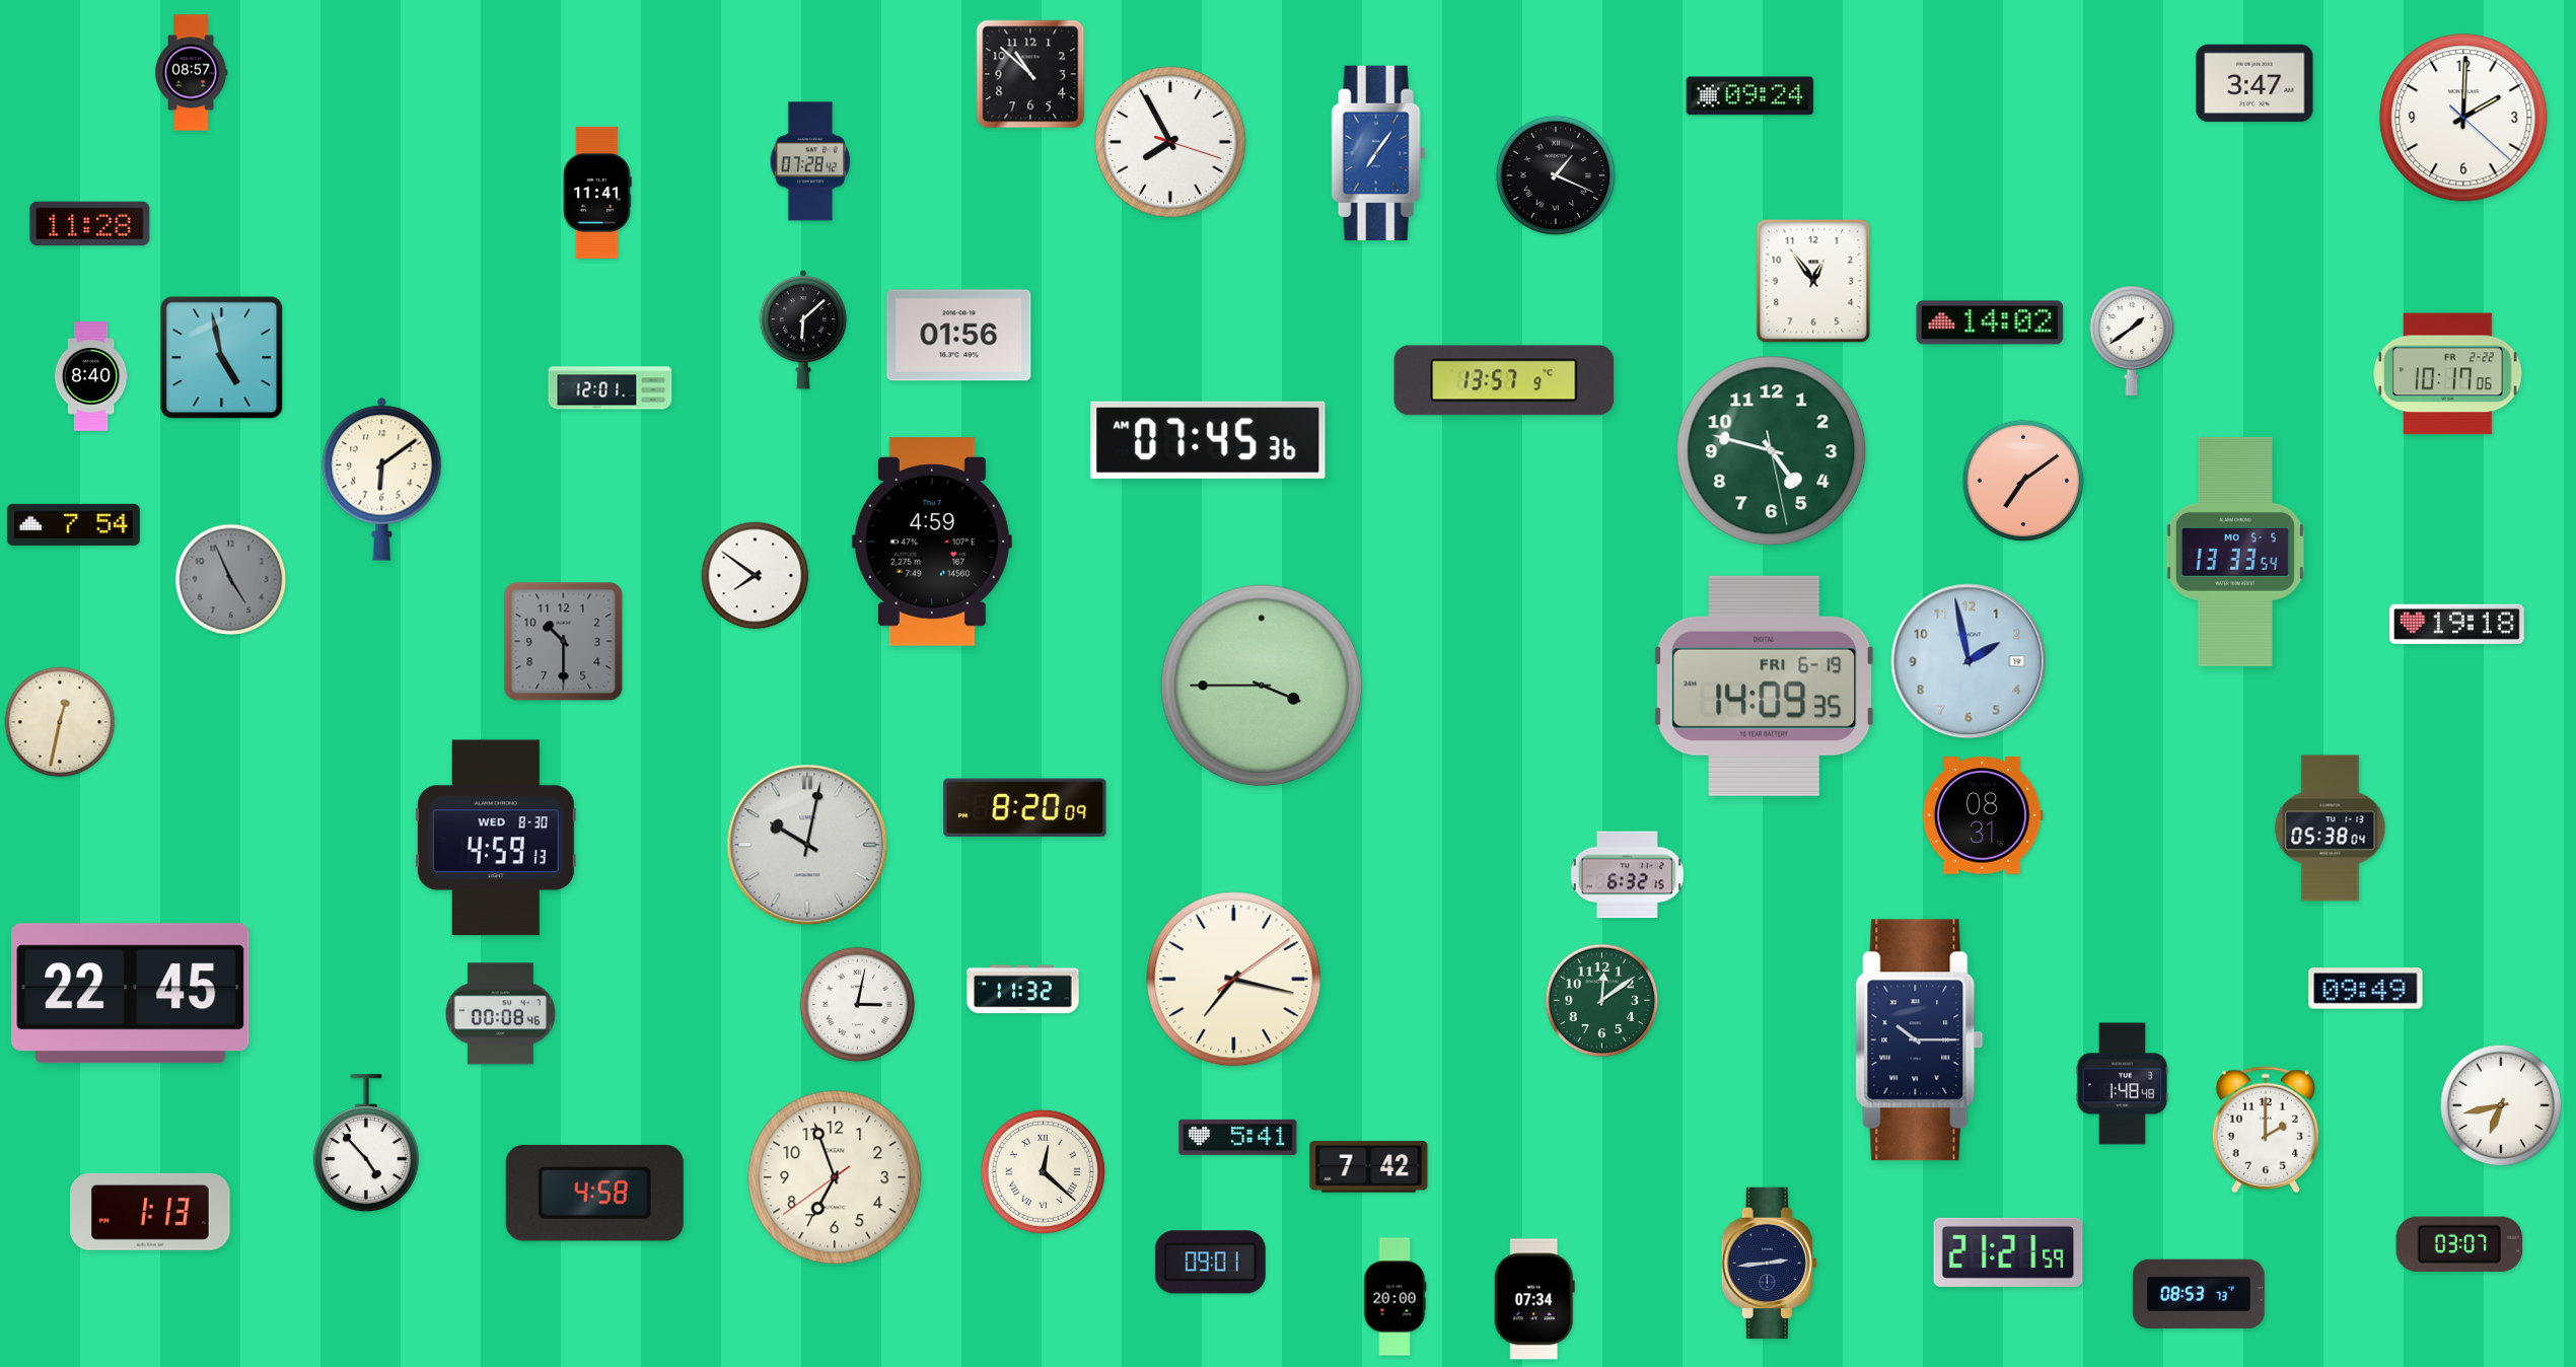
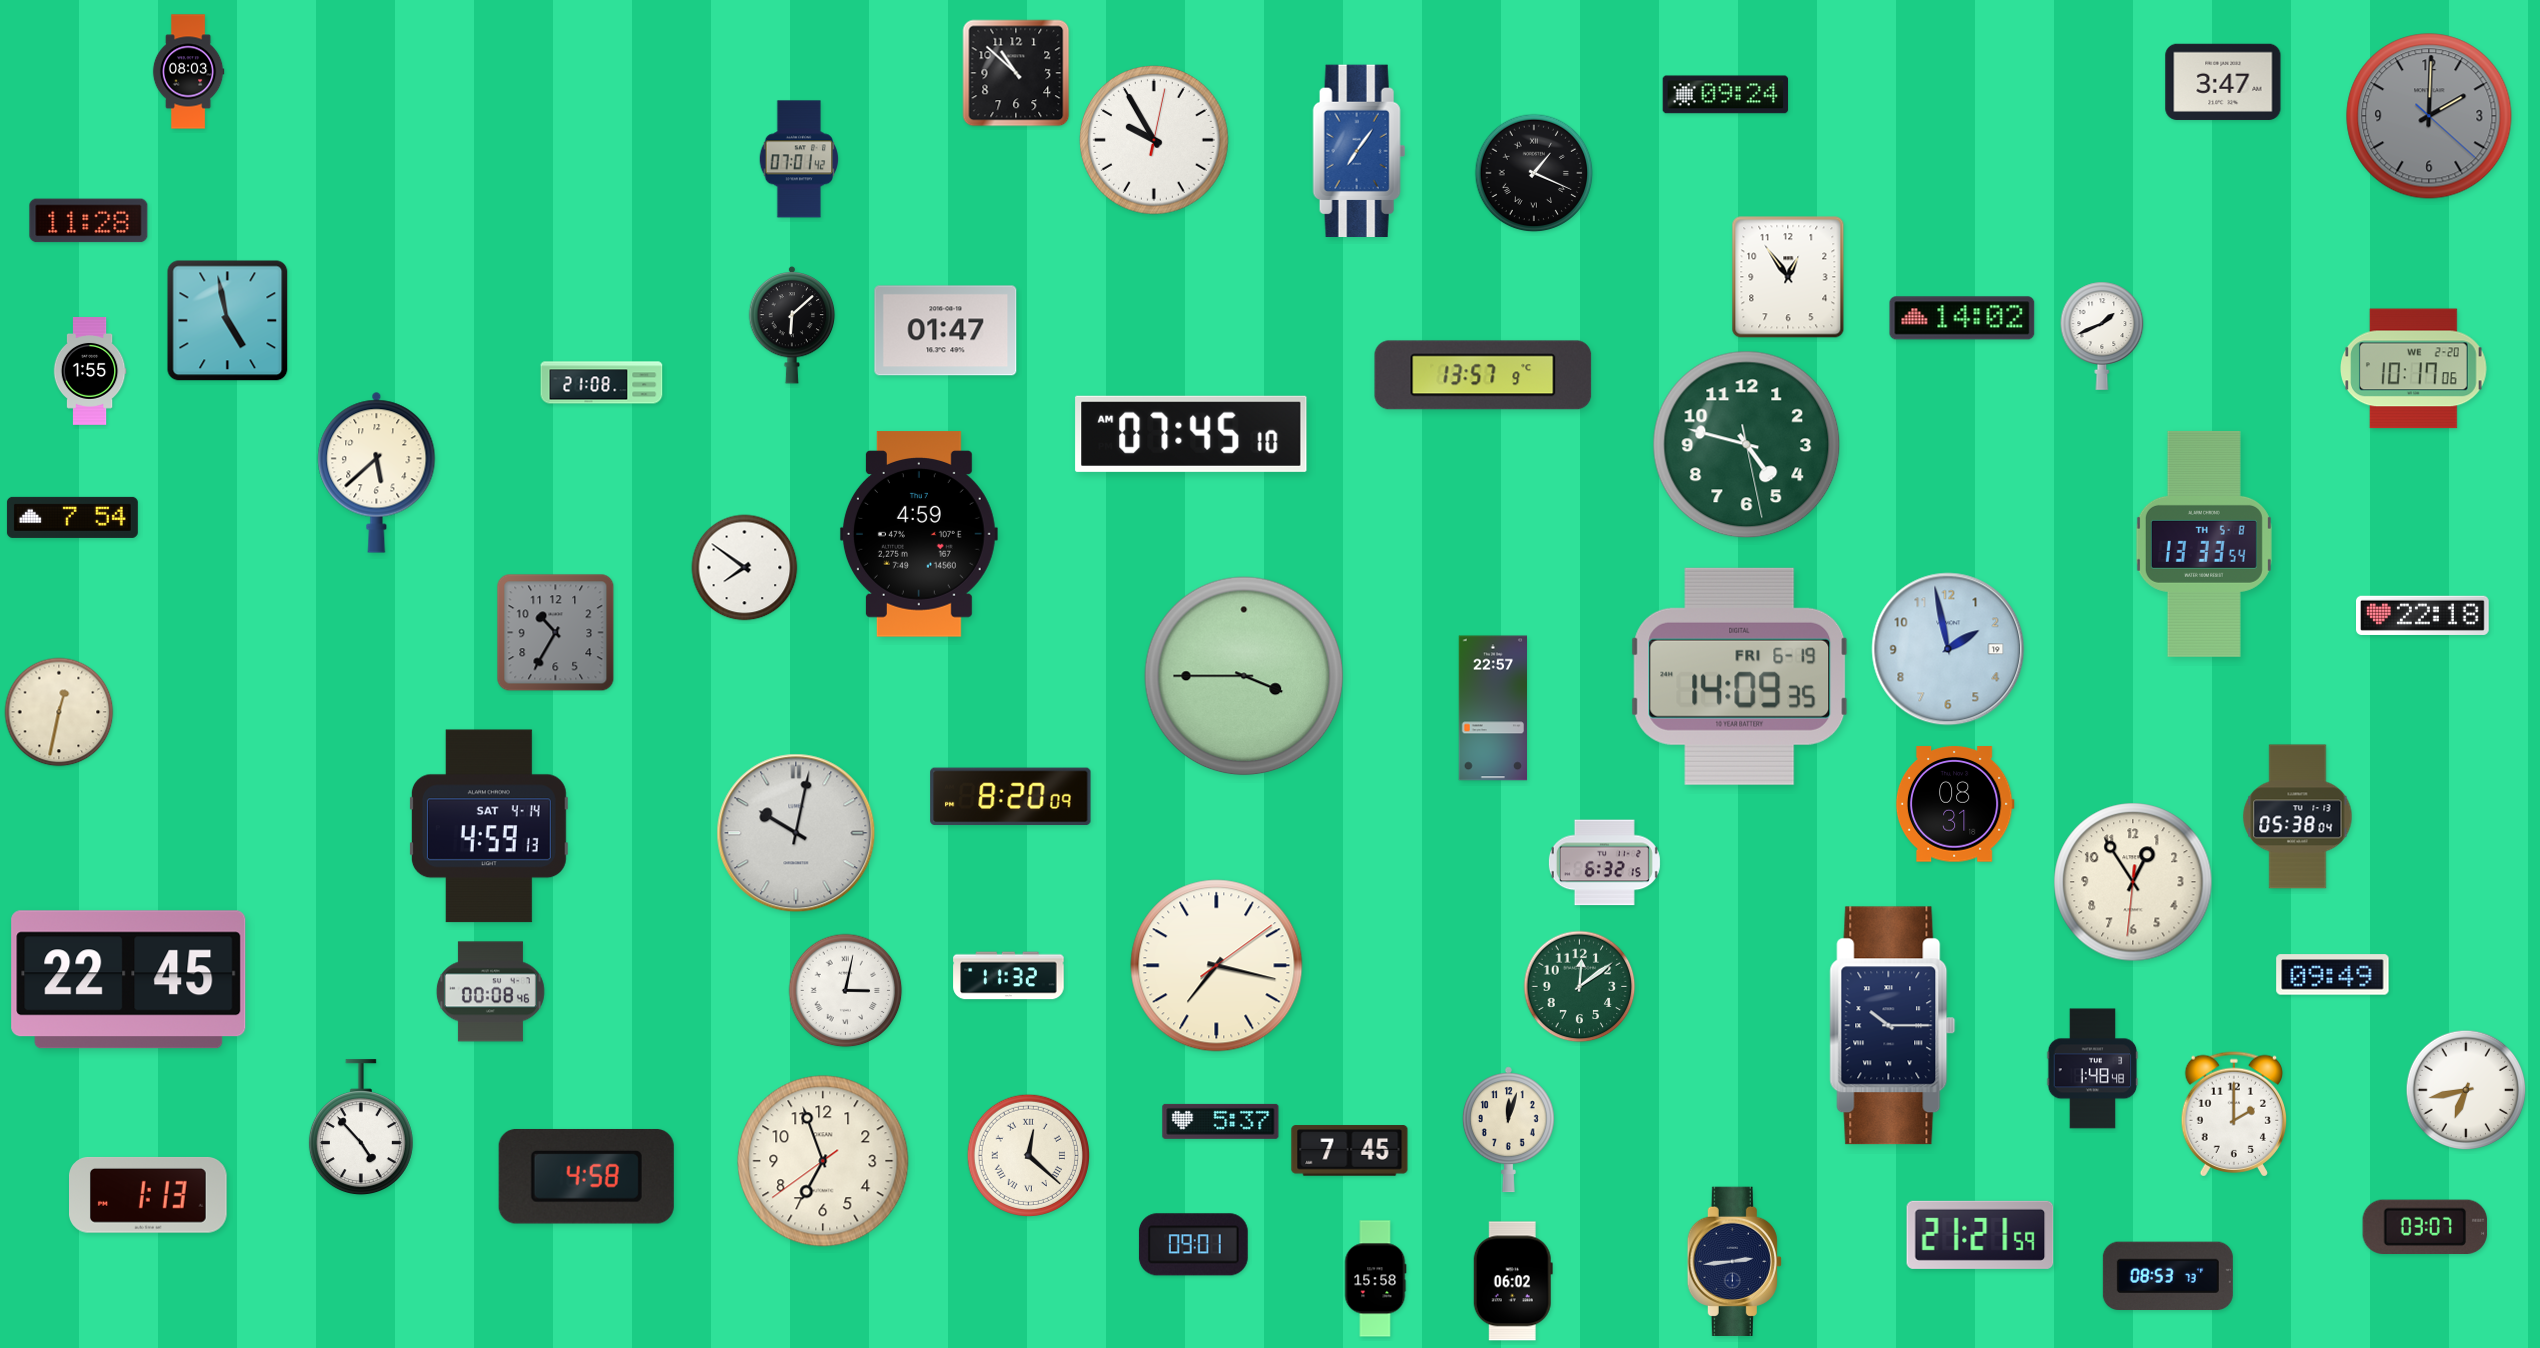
clock at (191, 73): 08:57 -> 08:03
clock at (2463, 118) dial: white -> grey
clock at (1170, 142): 7:55 -> 9:55
clock at (810, 161): 07:28 -> 07:01
clock at (598, 193): 11:41 -> none
clock at (959, 336): 01:56 -> 01:47
clock at (2132, 341): 1:39 -> 1:41
clock at (222, 358) position: (222, 358) -> (228, 321)
clock at (2448, 374) date: FR 2-22 -> WE 2-20
clock at (91, 377): 8:40 -> 1:55
clock at (611, 388): 12:01 -> 21:08
clock at (1208, 440): 07:45:36 AM -> 07:45:10 AM
clock at (382, 479): 6:09 -> 5:38
clock at (2023, 481): 7:09 -> none
clock at (2235, 552) date: MO 5-5 -> TH 5-8
clock at (231, 580): 4:56 -> none
clock at (2457, 624): 19:18 -> 22:18
clock at (564, 642): 10:30 -> 10:35
clock at (1969, 661) position: (1969, 661) -> (1948, 649)
clock at (1493, 708): none -> 22:57
clock at (496, 838) date: WED 8-30 -> SAT 4-14
clock at (2133, 882): none -> 12:54
clock at (500, 1014) position: (500, 1014) -> (490, 992)
clock at (1238, 1137): 5:41 -> 5:37
clock at (1508, 1130): none -> 12:03
clock at (1369, 1167): 7:42 -> 7:45
clock at (1769, 1264) position: (1769, 1264) -> (1734, 1262)
clock at (1394, 1297): 20:00 -> 15:58
clock at (1534, 1299): 07:34 -> 06:02
